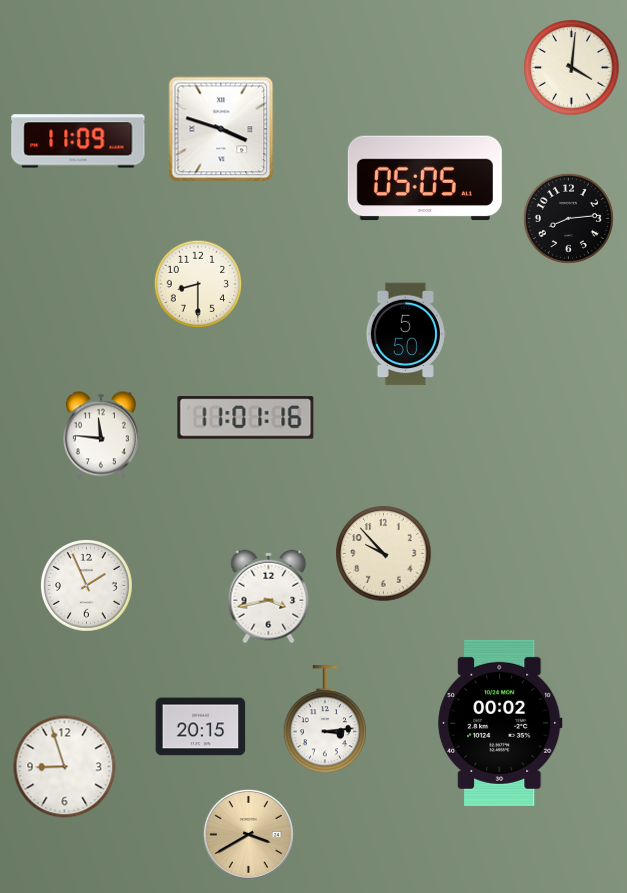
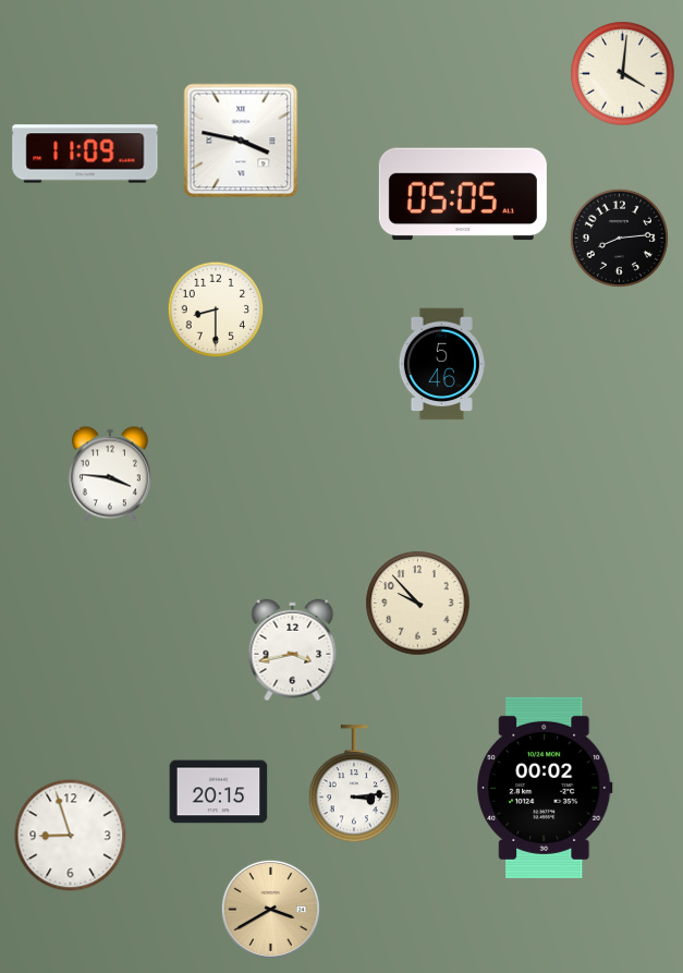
clock at (221, 129): 3:48 -> 3:47
clock at (406, 334): 5:50 -> 5:46
clock at (246, 418): 11:01 -> none
clock at (101, 435): 11:46 -> 3:46
clock at (86, 585): 1:56 -> none
